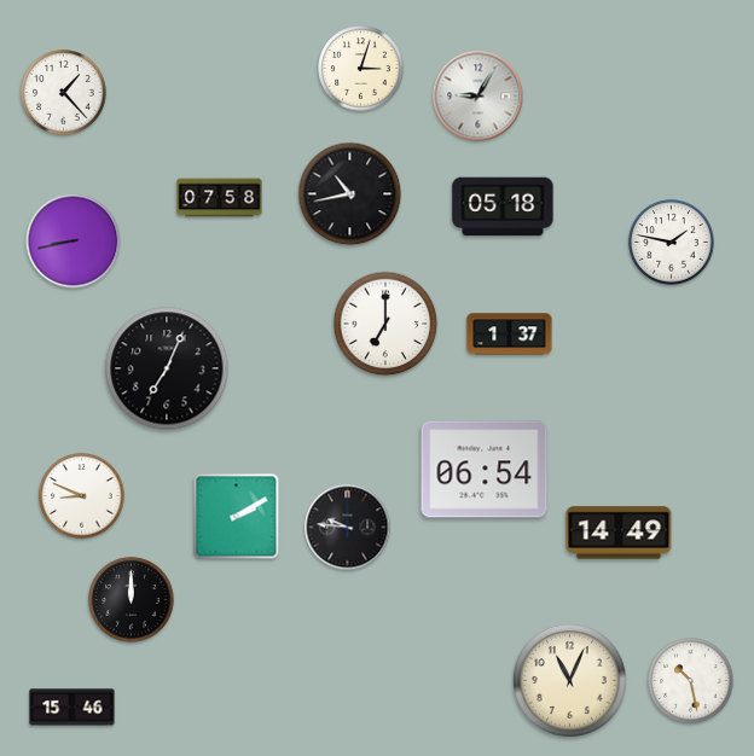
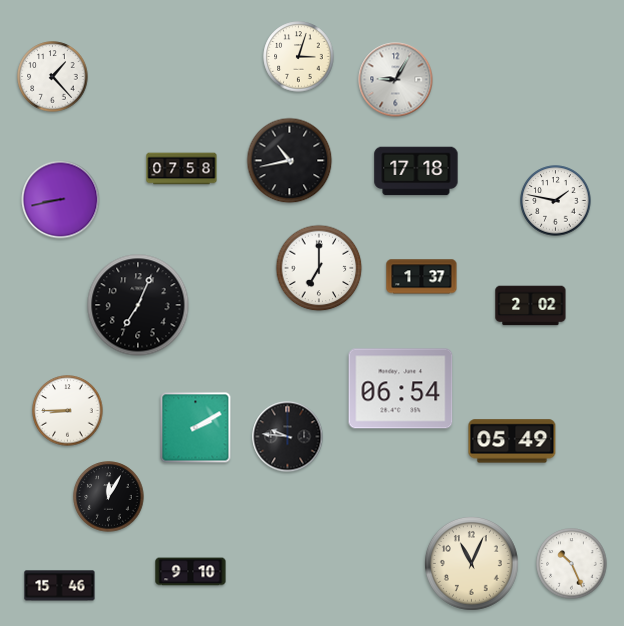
clock at (220, 198) position: (220, 198) -> (182, 169)
clock at (503, 207): 05:18 -> 17:18
clock at (531, 306): none -> 2:02
clock at (82, 496): 8:49 -> 8:45
clock at (619, 533): 14:49 -> 05:49
clock at (132, 600): 12:00 -> 12:05
clock at (691, 681): 10:28 -> 10:26
clock at (191, 572): none -> 9:10
